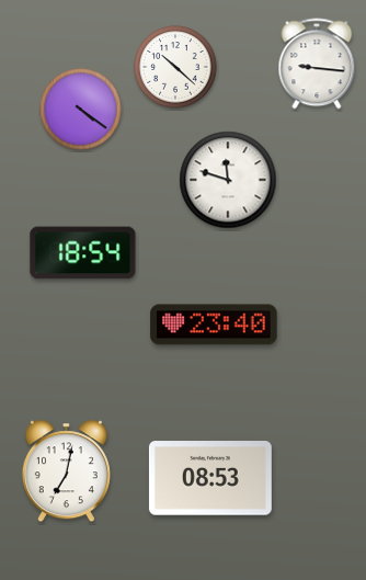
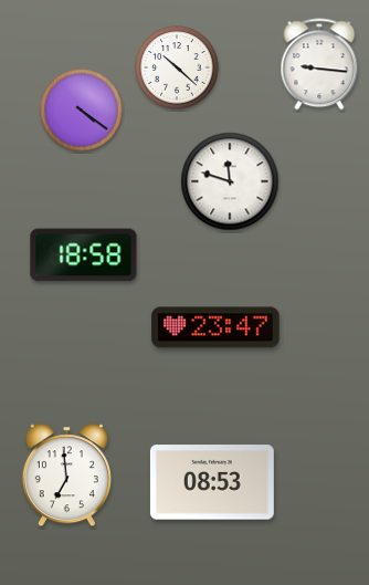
clock at (83, 253): 18:54 -> 18:58
clock at (214, 325): 23:40 -> 23:47
clock at (66, 471): 7:02 -> 6:59
